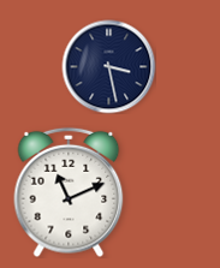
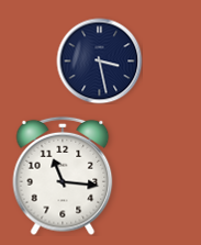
clock at (69, 192): 11:11 -> 11:16
